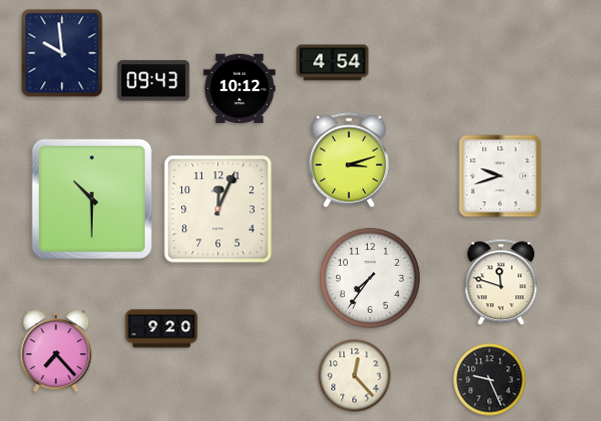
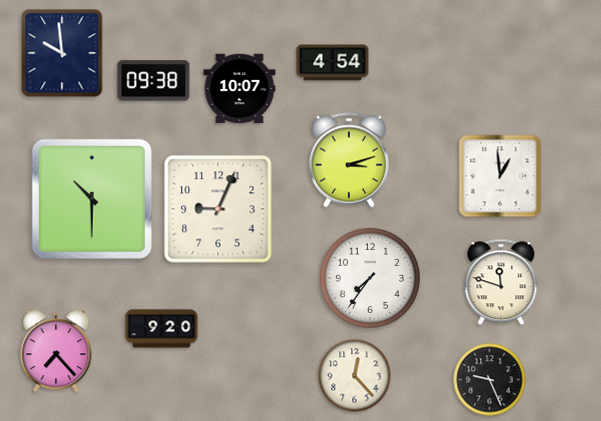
clock at (154, 81): 09:43 -> 09:38
clock at (240, 89): 10:12 -> 10:07
clock at (500, 176): 9:42 -> 12:59
clock at (218, 209): 12:04 -> 9:04
